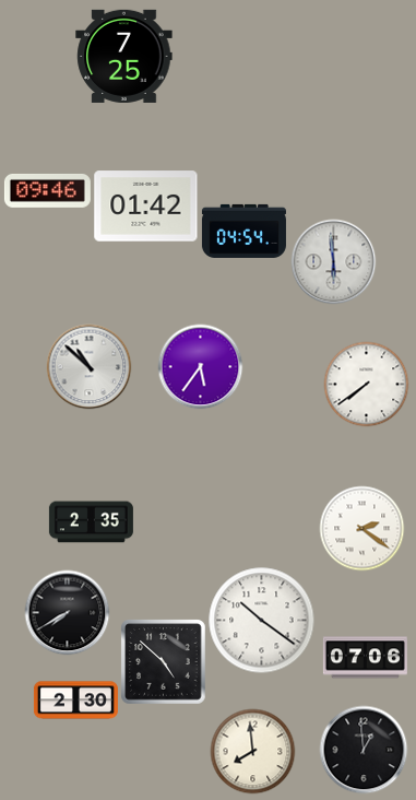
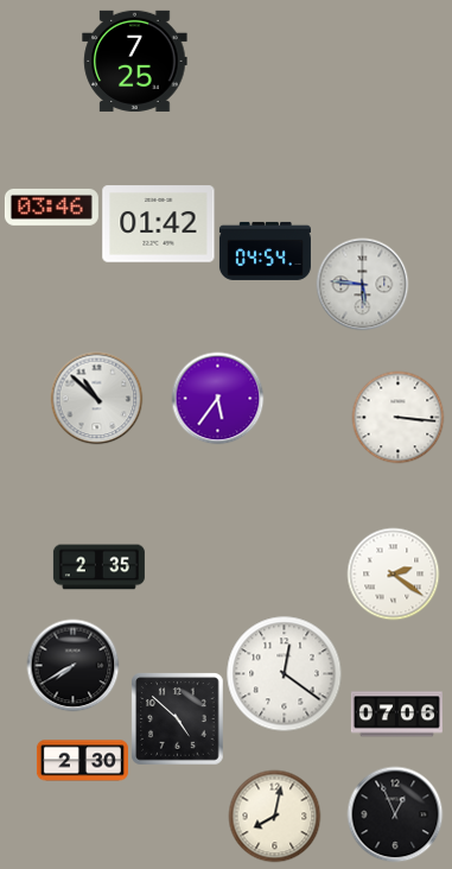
clock at (47, 190): 09:46 -> 03:46
clock at (333, 261): 5:59 -> 5:46
clock at (366, 384): 7:39 -> 3:16
clock at (261, 620): 10:21 -> 12:21
clock at (364, 750): 12:59 -> 12:56
clock at (252, 751): 7:59 -> 8:02
